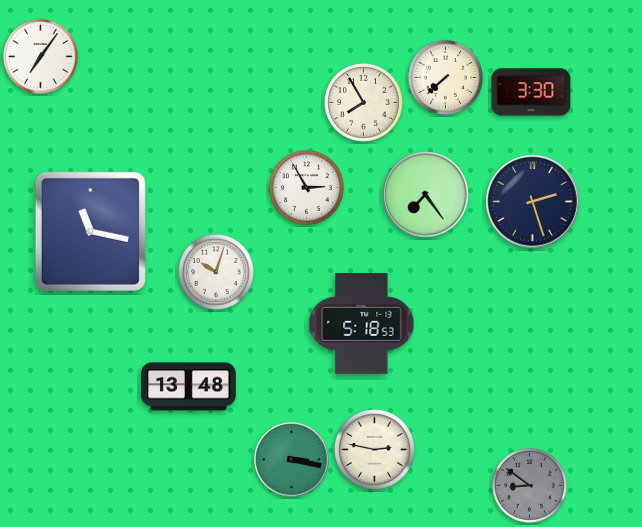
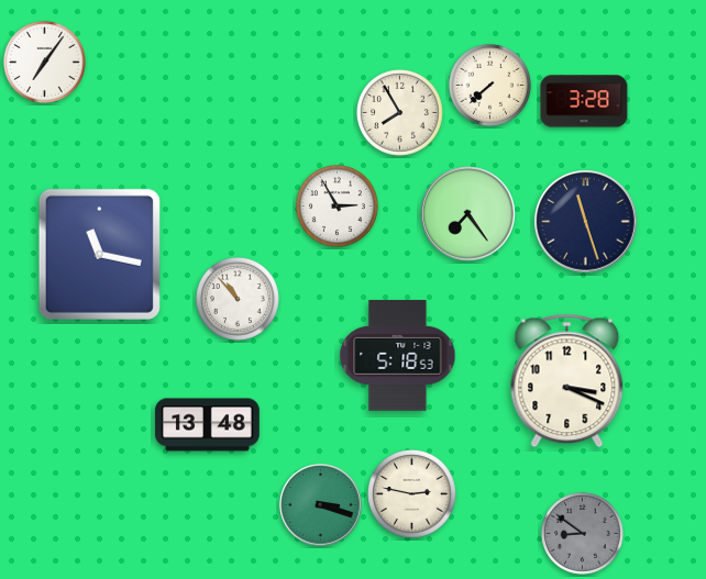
clock at (531, 92): 3:30 -> 3:28
clock at (533, 202): 2:27 -> 11:27
clock at (216, 272): 10:03 -> 10:53
clock at (567, 381): none -> 3:19
clock at (292, 460): 3:17 -> 3:18
